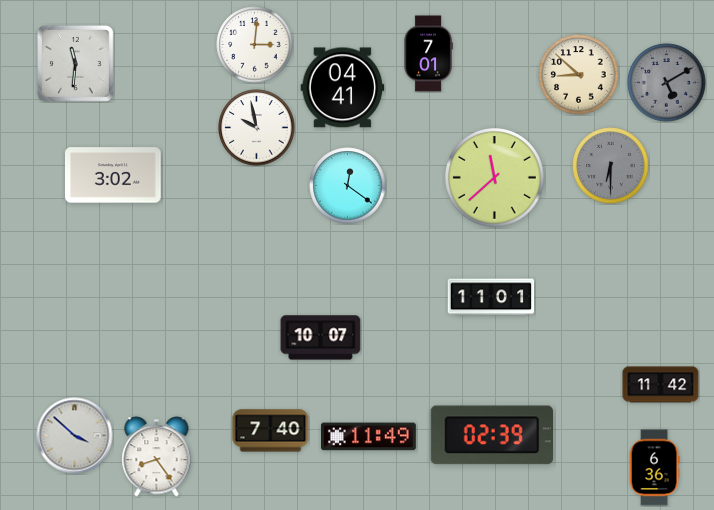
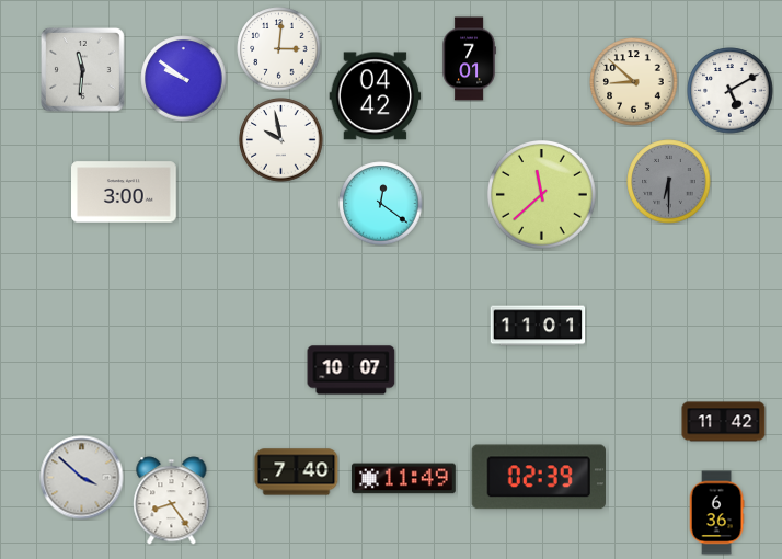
clock at (184, 79): none -> 9:51
clock at (667, 83) dial: grey -> white
clock at (343, 88): 04:41 -> 04:42
clock at (114, 175): 3:02 -> 3:00
